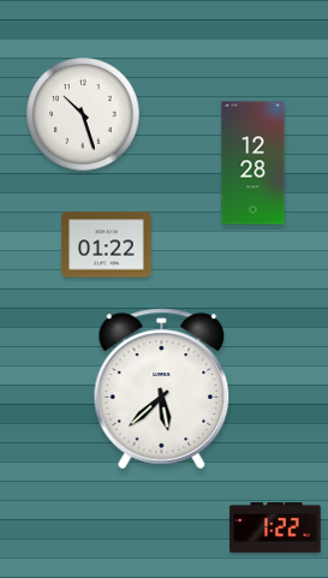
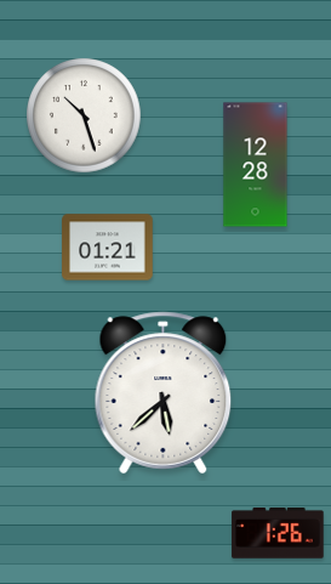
clock at (107, 245): 01:22 -> 01:21
clock at (275, 528): 1:22 -> 1:26
